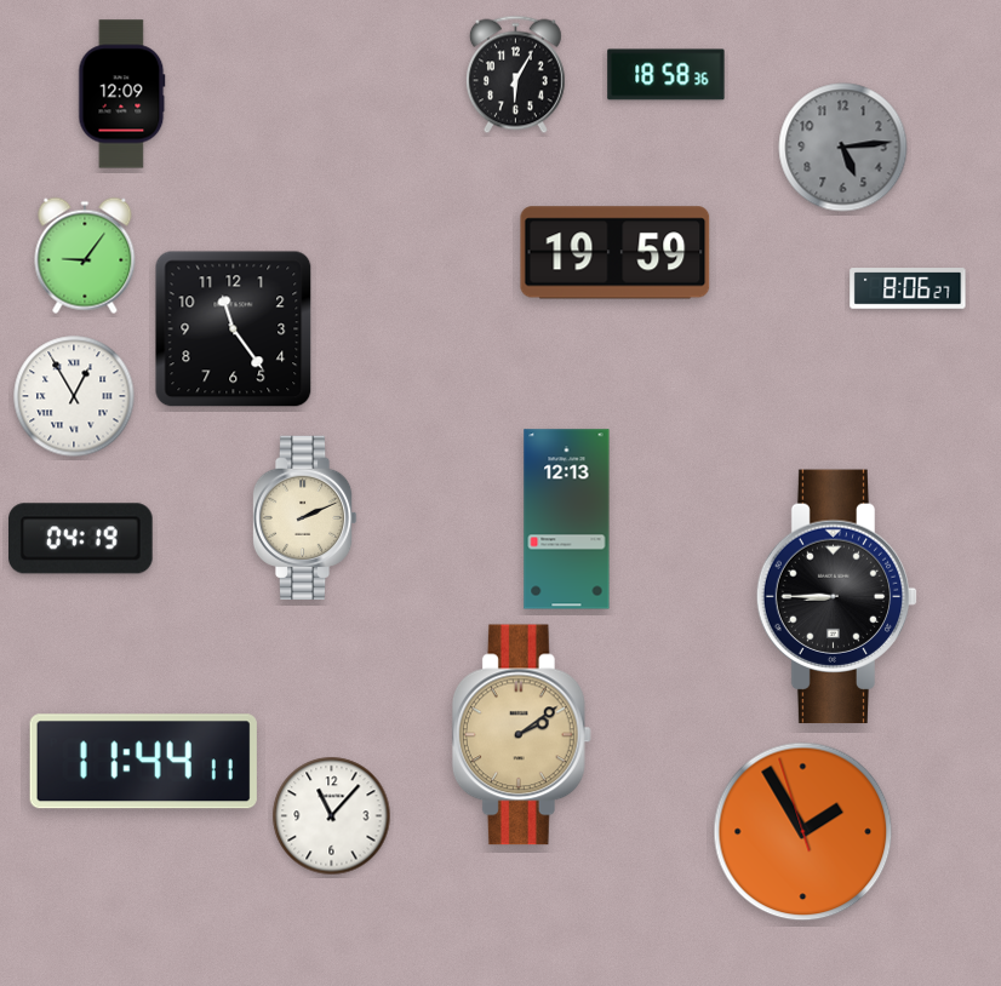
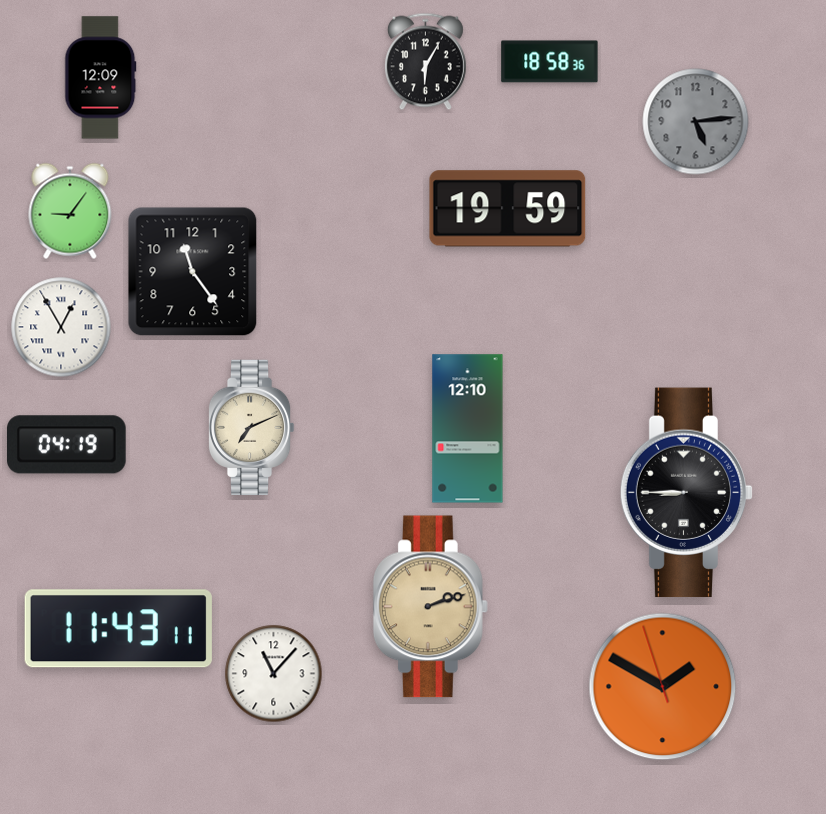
clock at (908, 288): 8:06 -> none
clock at (304, 518): 2:11 -> 7:11
clock at (567, 520): 12:13 -> 12:10
clock at (837, 597) position: (837, 597) -> (687, 493)
clock at (521, 735): 2:09 -> 2:12
clock at (143, 762): 11:44 -> 11:43
clock at (803, 832): 1:54 -> 1:49
